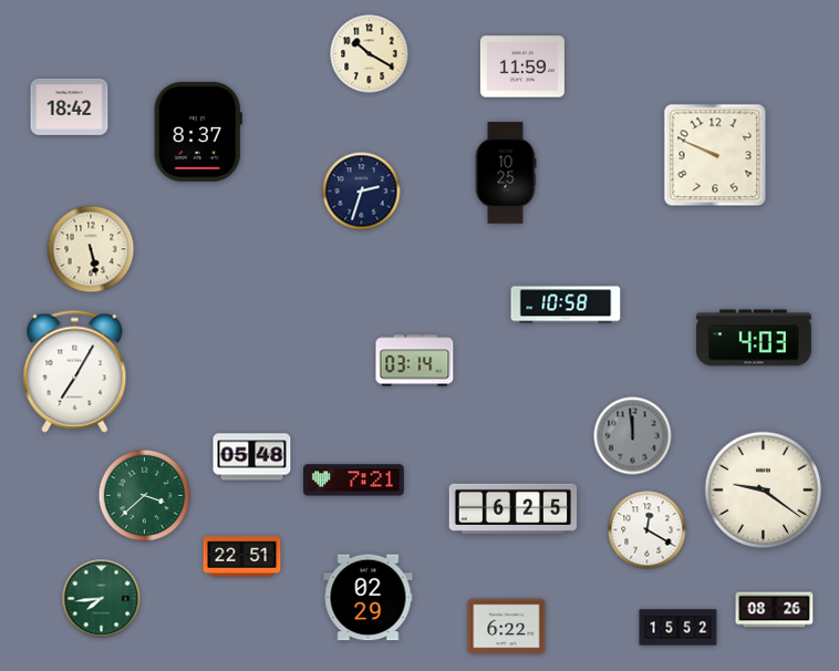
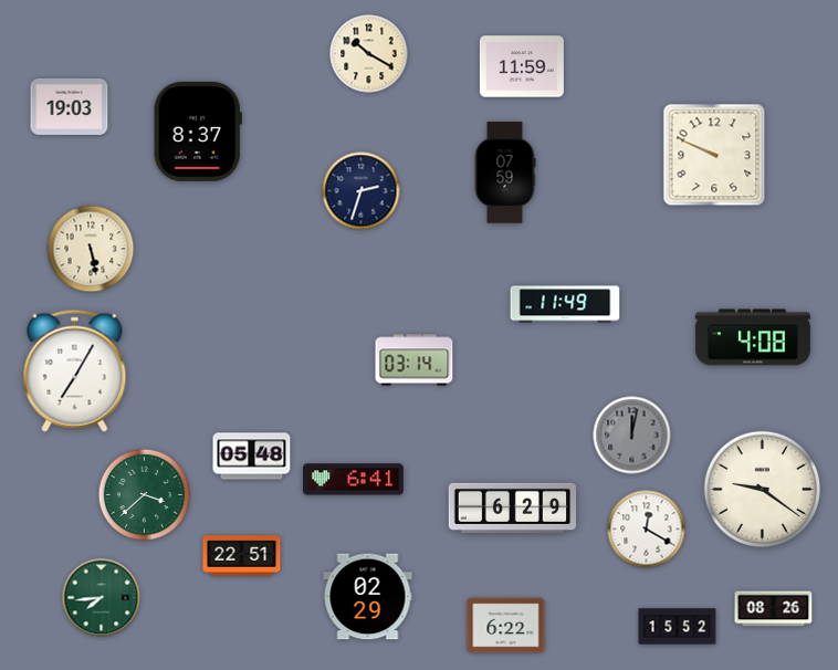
clock at (70, 106): 18:42 -> 19:03
clock at (506, 173): 10:25 -> 07:59
clock at (566, 304): 10:58 -> 11:49
clock at (754, 338): 4:03 -> 4:08
clock at (633, 436): 11:59 -> 12:02
clock at (354, 481): 7:21 -> 6:41
clock at (514, 508): 6:25 -> 6:29
